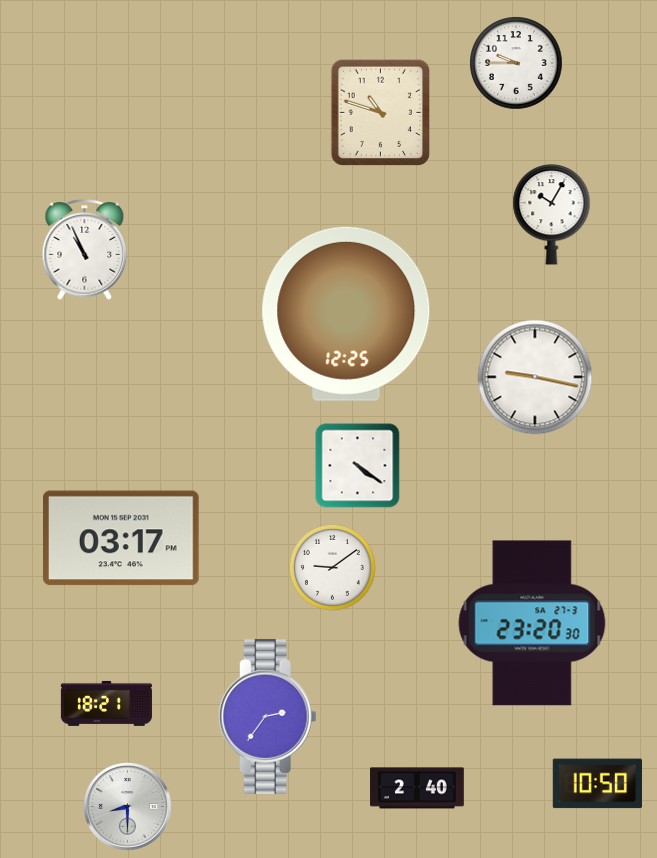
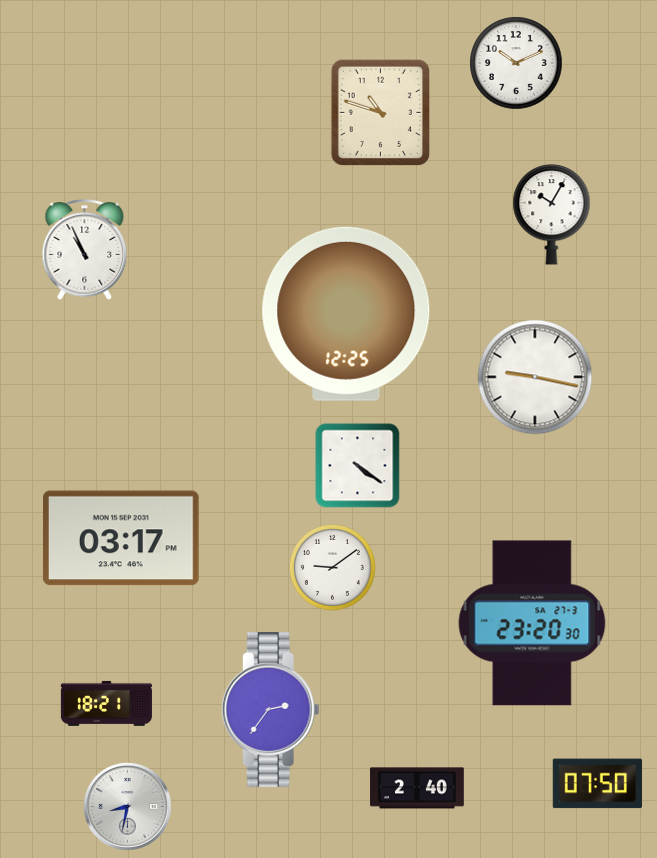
clock at (516, 63): 9:45 -> 10:11
clock at (267, 716) position: (267, 716) -> (270, 709)
clock at (597, 784): 10:50 -> 07:50
clock at (128, 807): 8:30 -> 8:32
